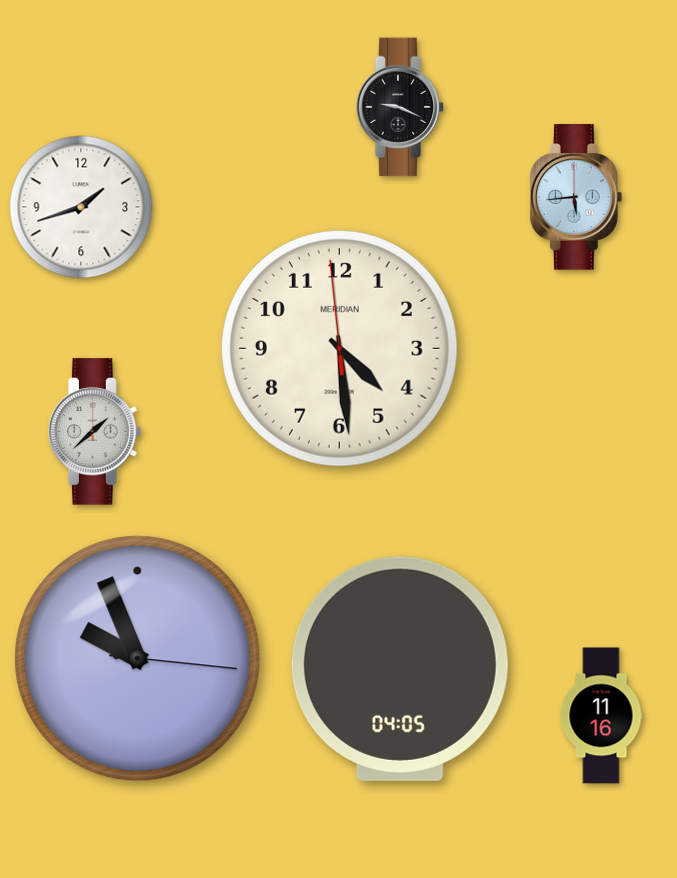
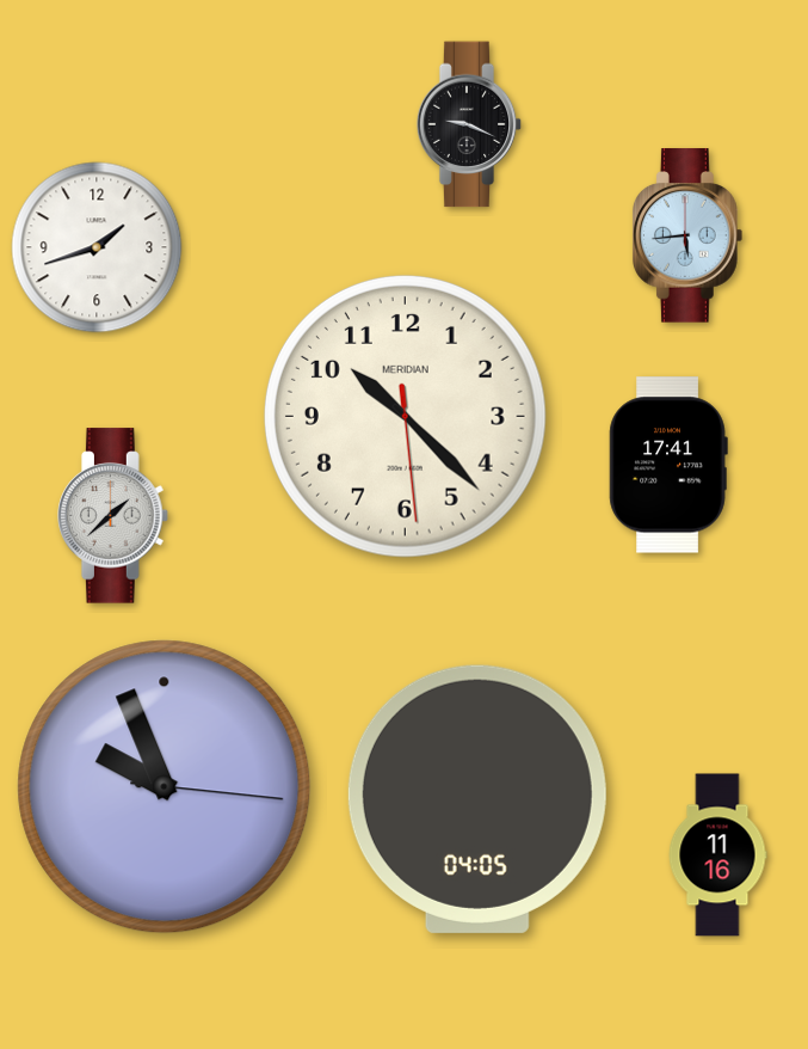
clock at (400, 107) position: (400, 107) -> (469, 124)
clock at (339, 348): 4:28 -> 10:22
clock at (668, 465): none -> 17:41
